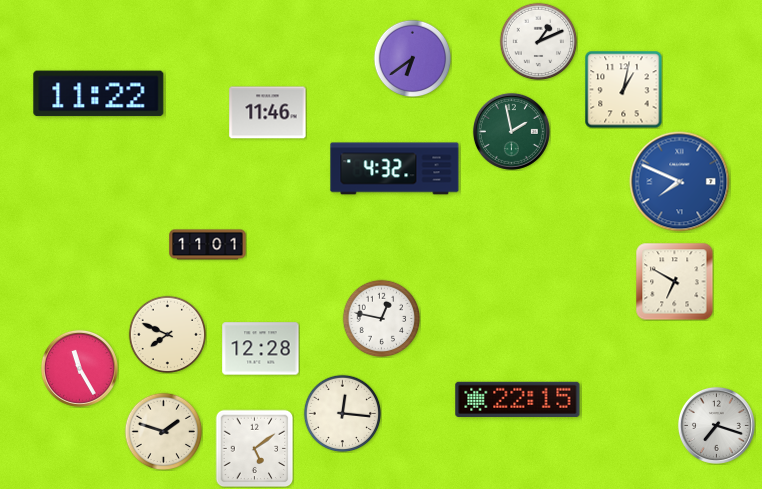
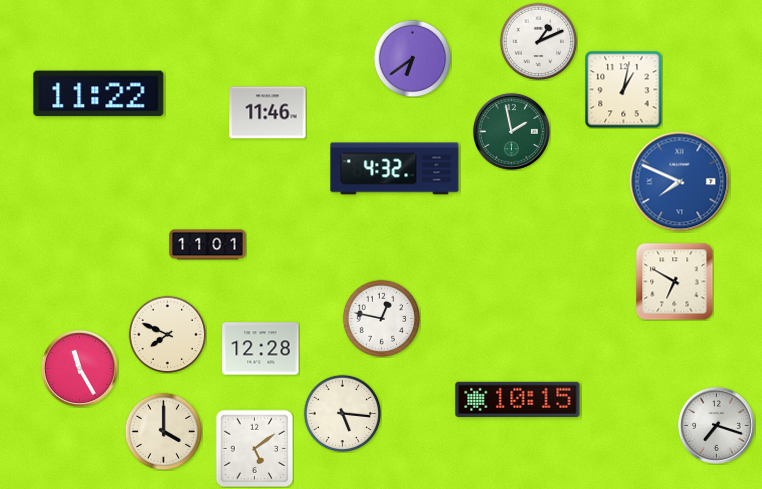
clock at (518, 399): 22:15 -> 10:15
clock at (342, 413): 12:16 -> 5:16
clock at (163, 431): 1:48 -> 4:00
